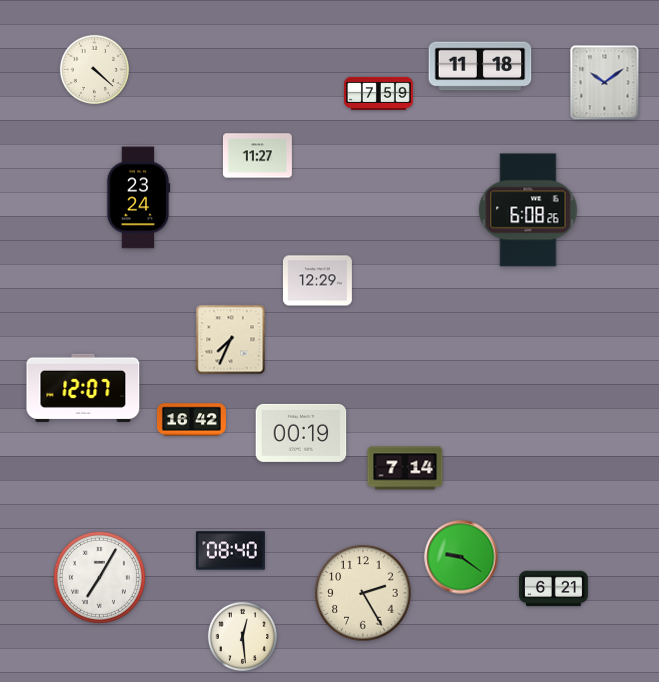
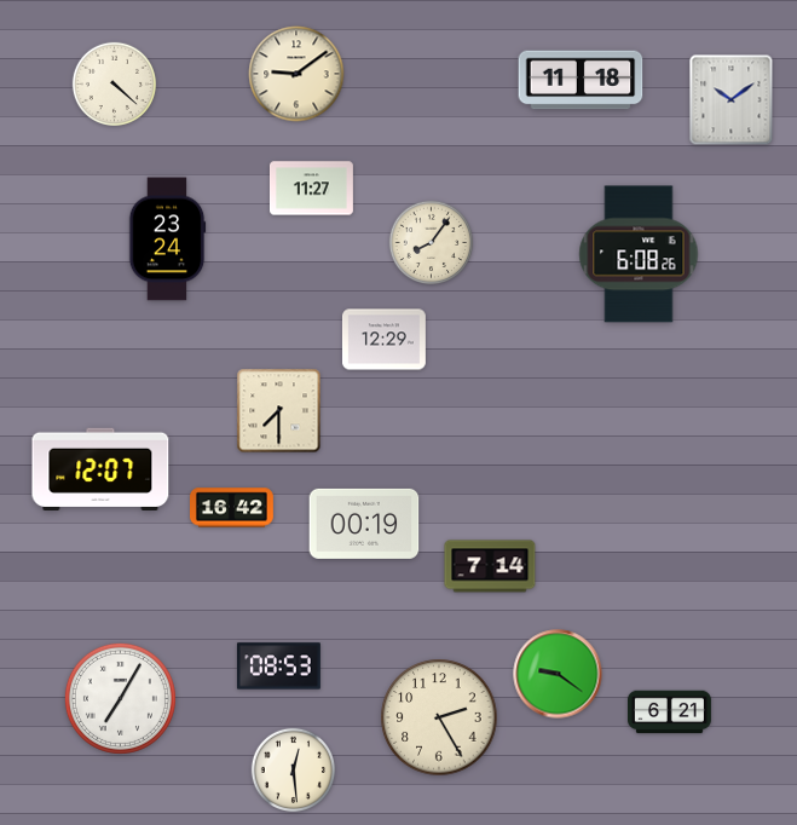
clock at (296, 74): none -> 9:09
clock at (379, 93): 7:59 -> none
clock at (432, 243): none -> 8:06
clock at (231, 340): 7:34 -> 7:30
clock at (230, 551): 08:40 -> 08:53
